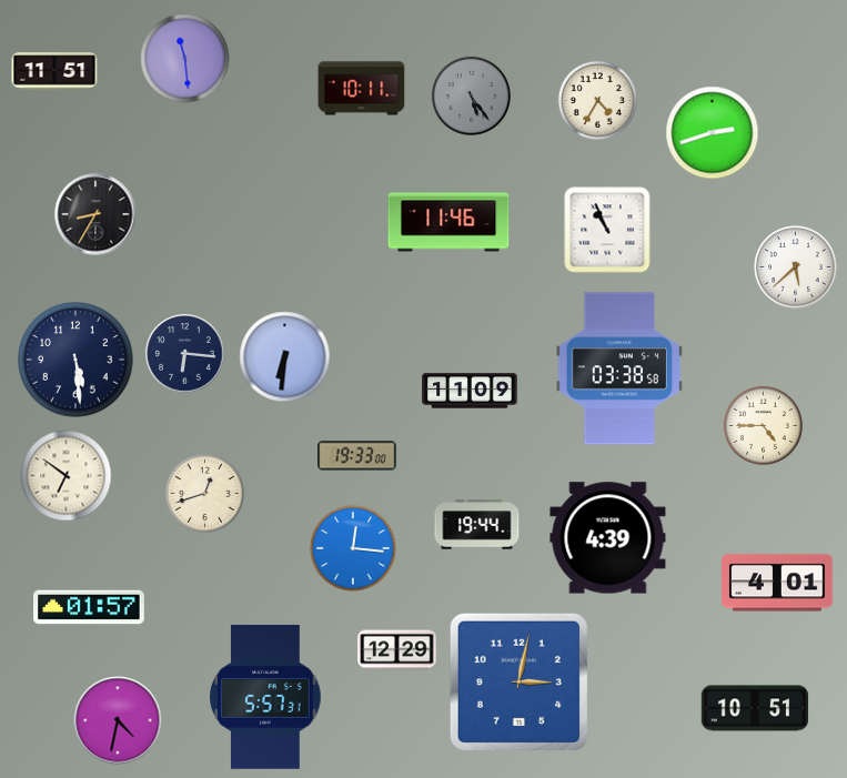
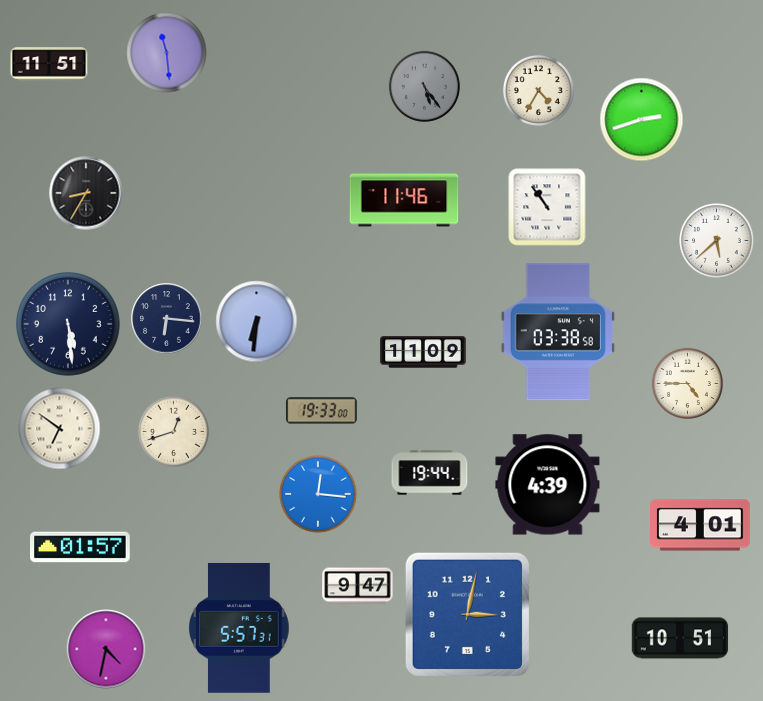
clock at (362, 89): 10:11 -> none
clock at (607, 230): 10:56 -> 10:54
clock at (204, 493) position: (204, 493) -> (173, 431)
clock at (397, 650): 12:29 -> 9:47
